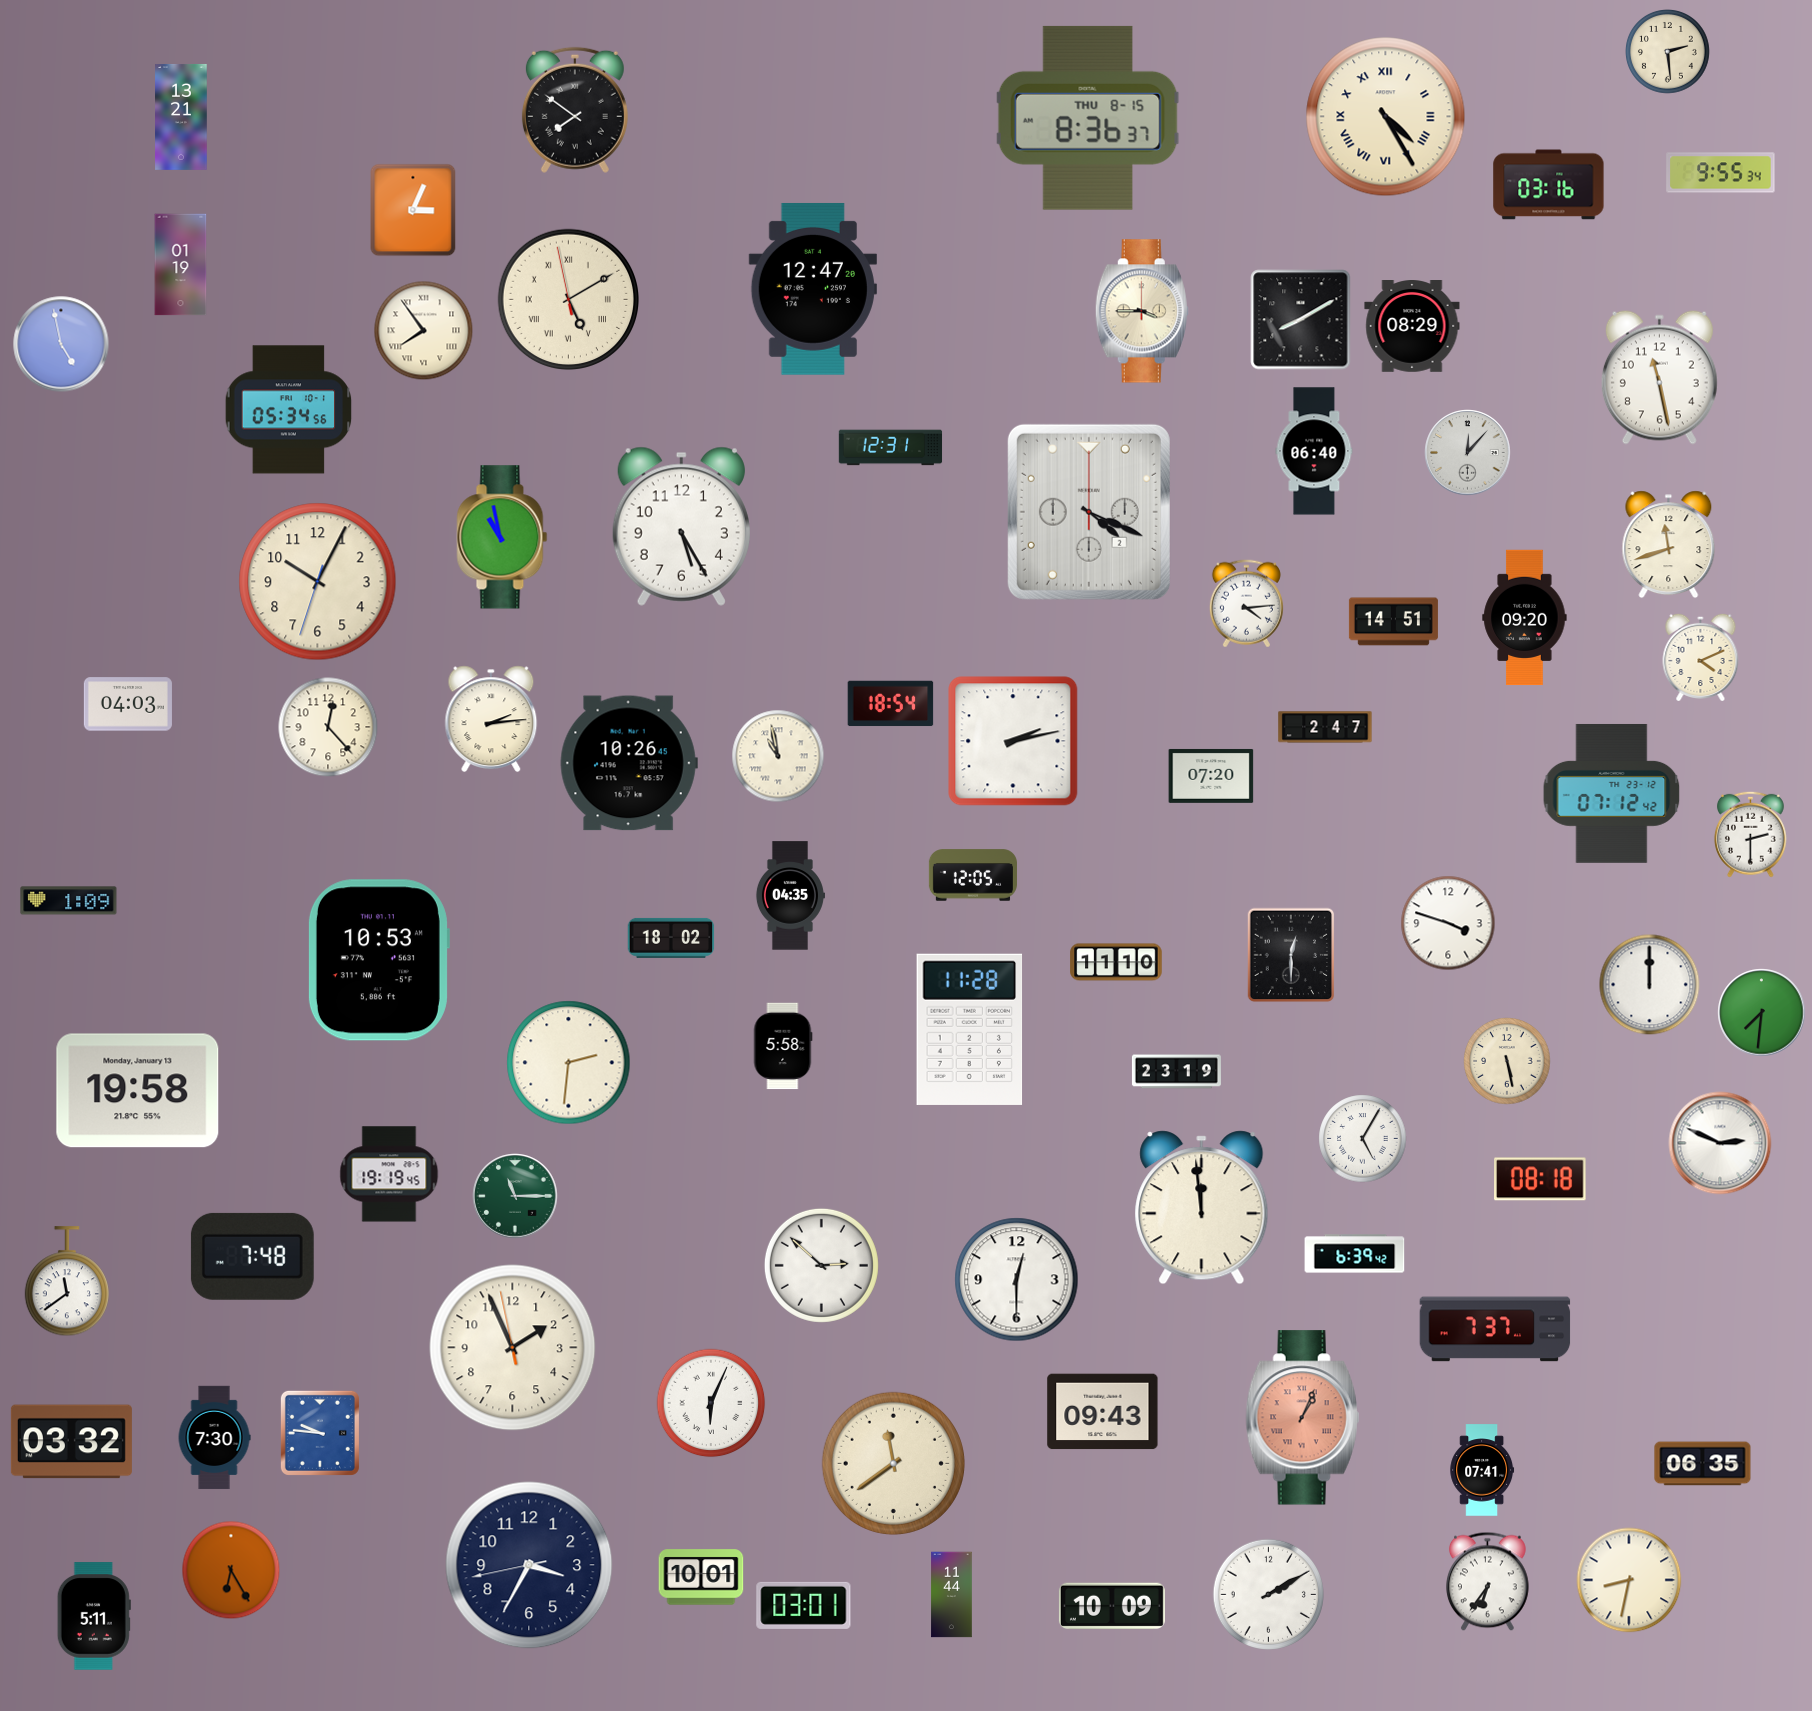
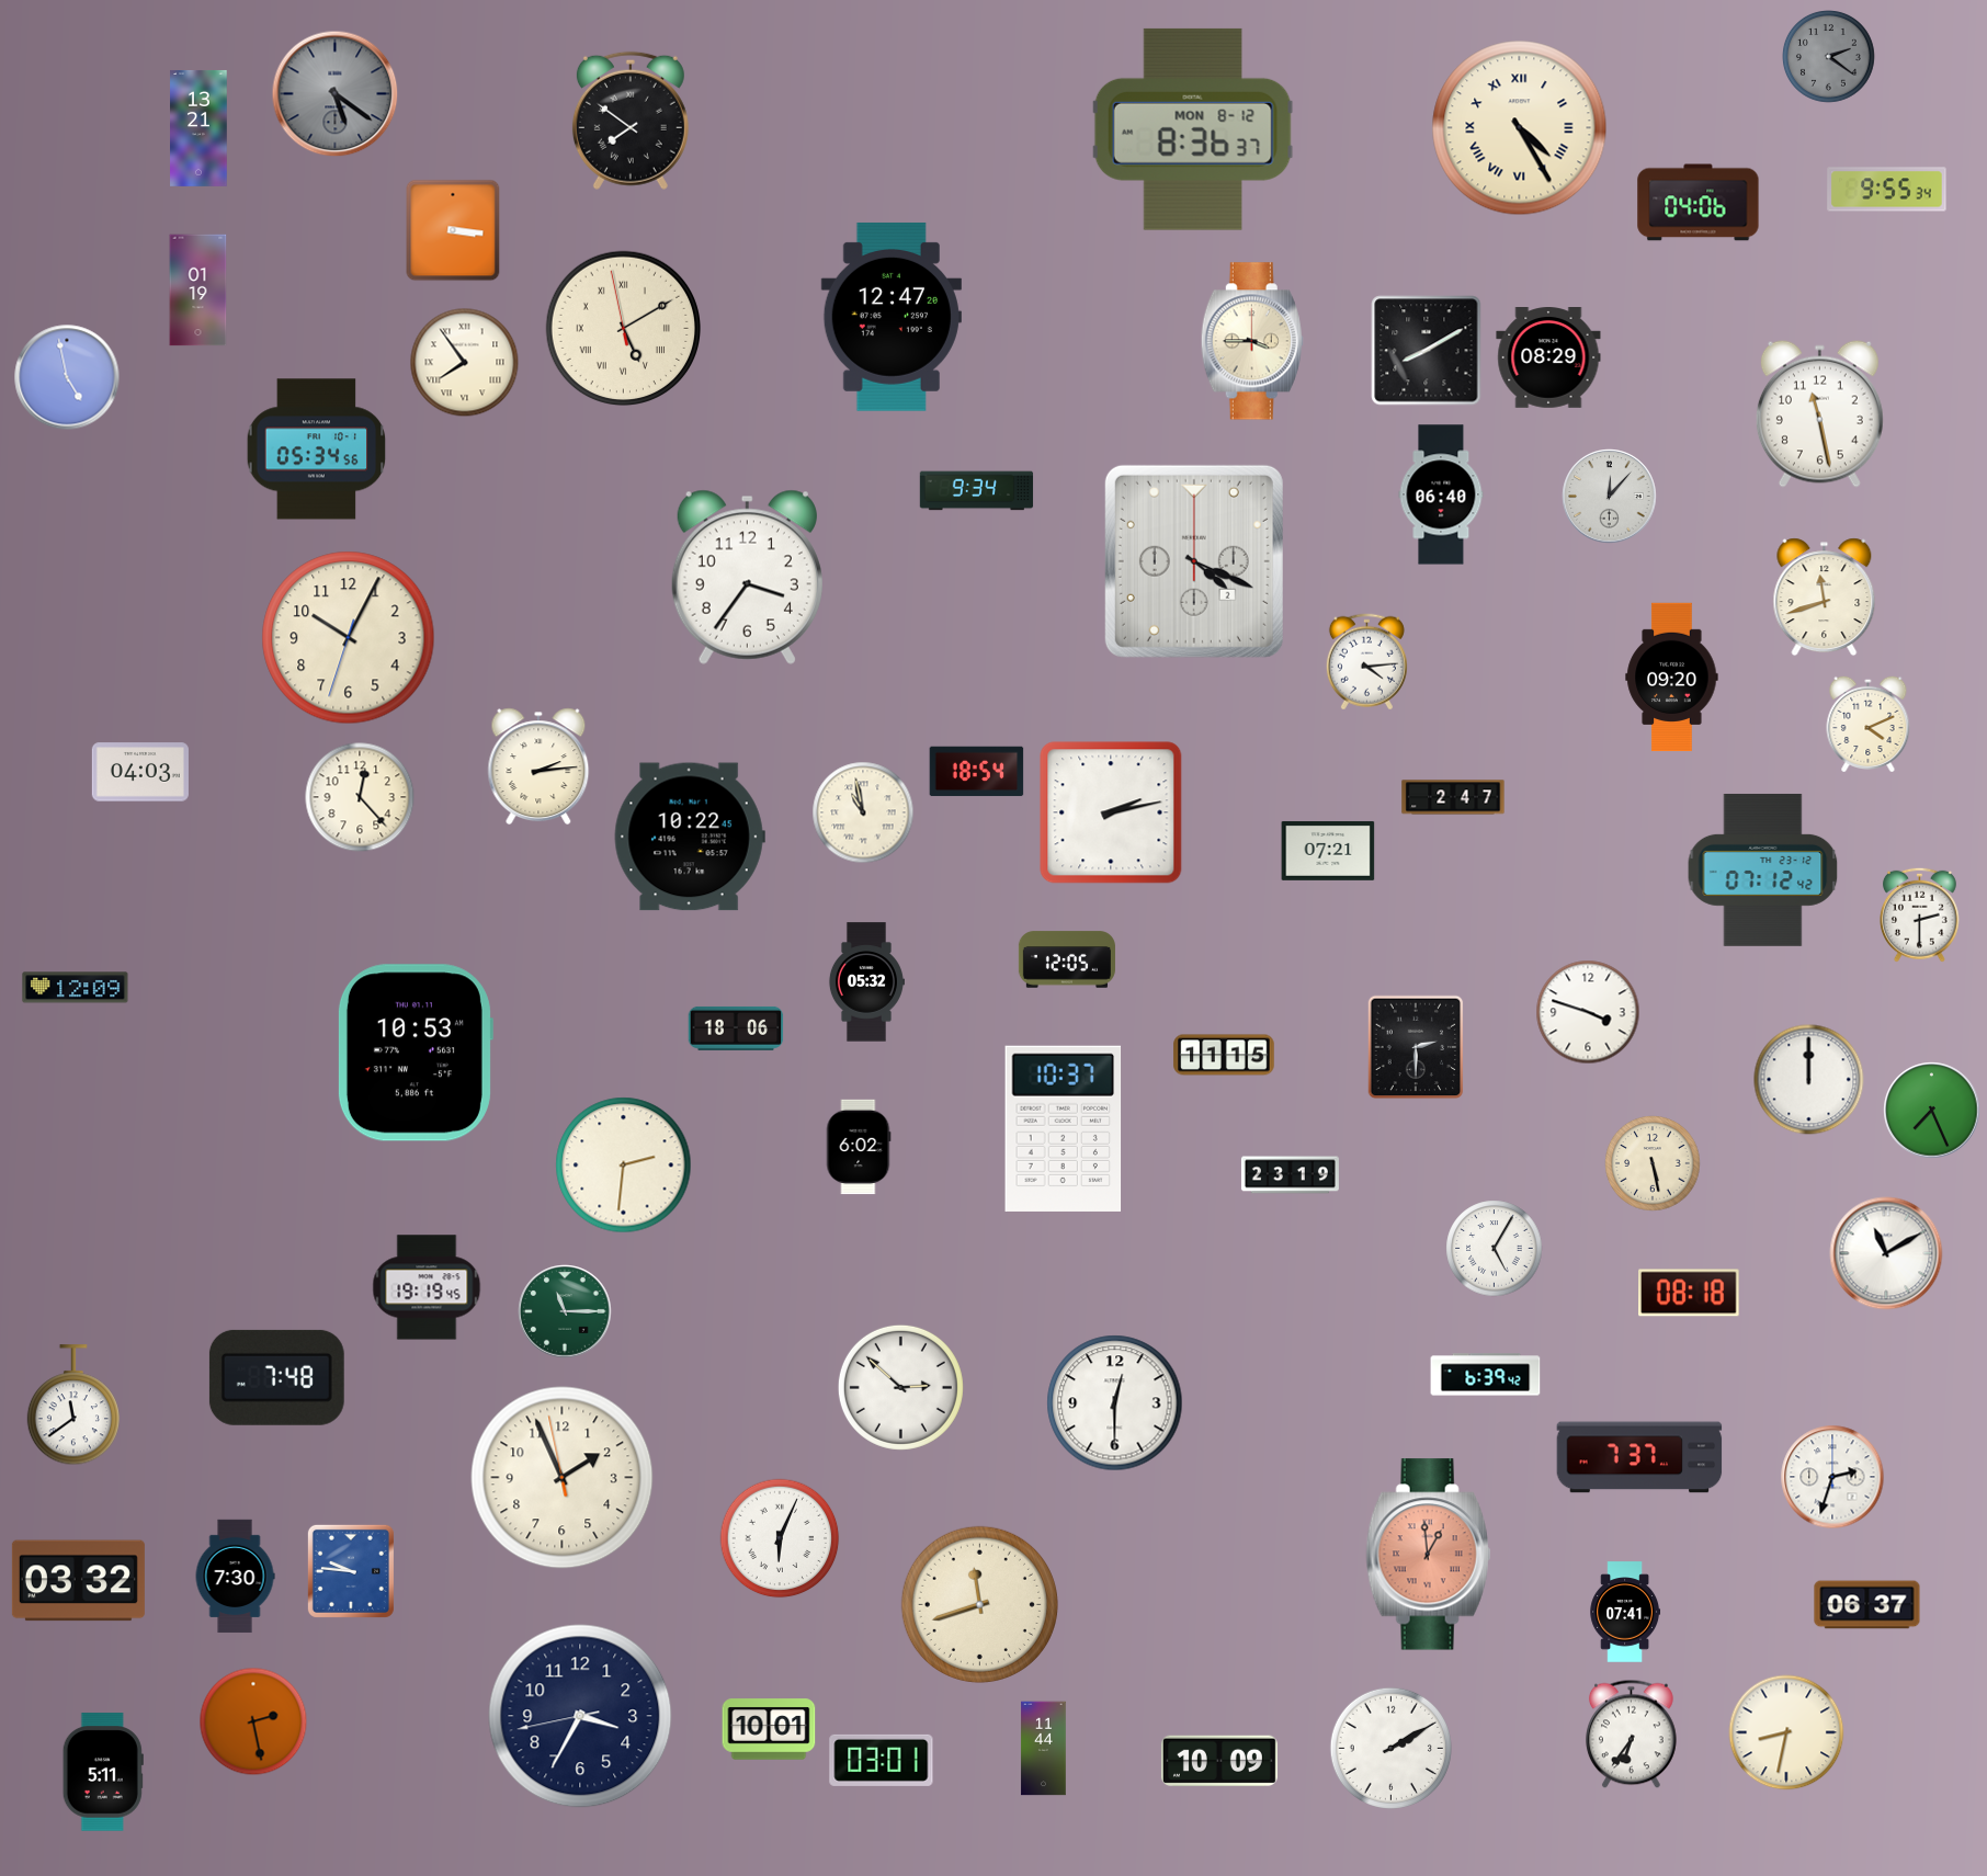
clock at (1668, 52): 2:29 -> 2:21
clock at (1668, 52) dial: cream -> grey
clock at (336, 94): none -> 5:21
clock at (1088, 118) date: THU 8-15 -> MON 8-12
clock at (1549, 185): 03:16 -> 04:06
clock at (413, 210): 3:04 -> 3:16
clock at (891, 448): 12:31 -> 9:34
clock at (681, 526): 5:25 -> 3:36
clock at (502, 537): 10:58 -> none
clock at (1669, 545) position: (1669, 545) -> (1825, 598)
clock at (1393, 622): 14:51 -> none
clock at (1701, 656) position: (1701, 656) -> (1869, 723)
clock at (491, 719) position: (491, 719) -> (538, 766)
clock at (778, 756) position: (778, 756) -> (863, 812)
clock at (629, 763): 10:26 -> 10:22
clock at (1211, 776): 07:20 -> 07:21
clock at (1612, 793) position: (1612, 793) -> (1763, 869)
clock at (790, 896): 04:35 -> 05:32
clock at (69, 901): 1:09 -> 12:09
clock at (671, 938): 18:02 -> 18:06
clock at (1291, 955): 12:30 -> 2:30
clock at (1116, 962): 11:10 -> 11:15
clock at (1762, 1013): 7:31 -> 7:26
clock at (970, 1029): 11:28 -> 10:37
clock at (783, 1046): 5:58 -> 6:02
clock at (138, 1091): 19:58 -> none
clock at (1720, 1143): 2:49 -> 11:10
clock at (1202, 1208): 11:59 -> none
clock at (1832, 1477): none -> 2:33
clock at (1103, 1412): 09:43 -> none
clock at (1303, 1418): 1:04 -> 12:59
clock at (893, 1463): 11:39 -> 11:42
clock at (1703, 1464): 06:35 -> 06:37
clock at (231, 1570): 6:25 -> 2:28
